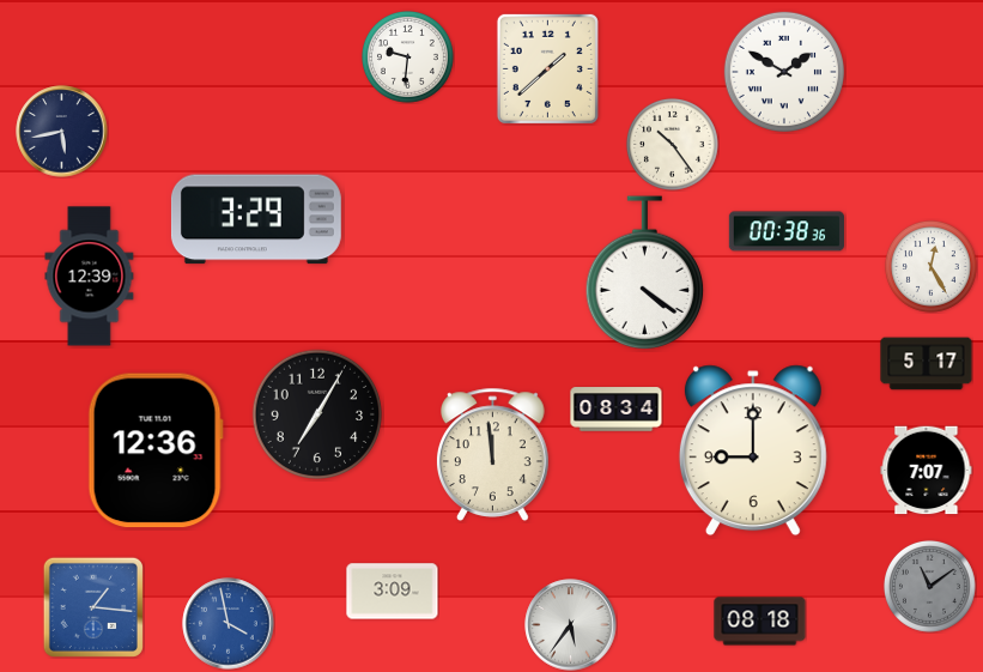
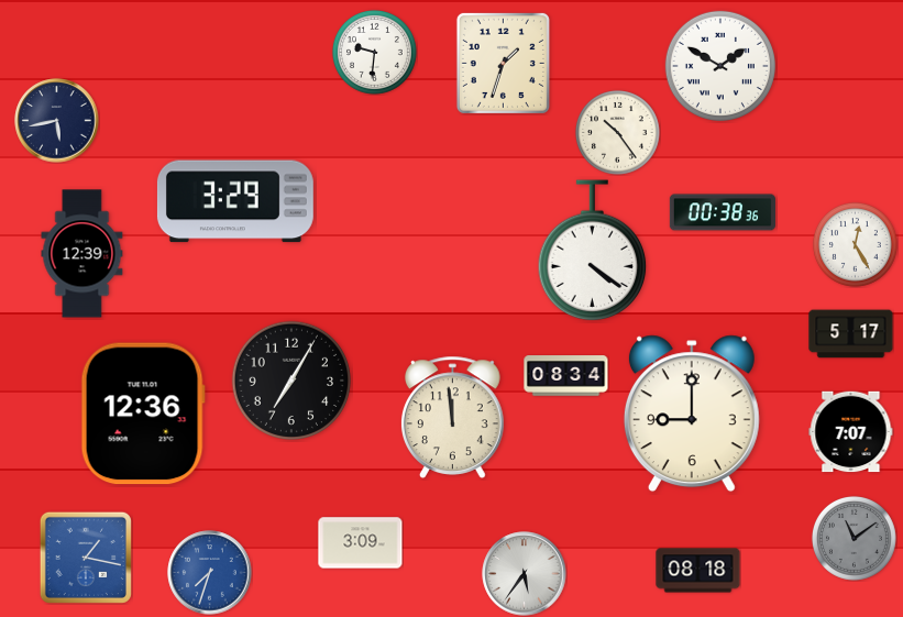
clock at (547, 68): 1:38 -> 1:33
clock at (93, 607): 1:16 -> 1:17
clock at (229, 624): 3:58 -> 7:33
